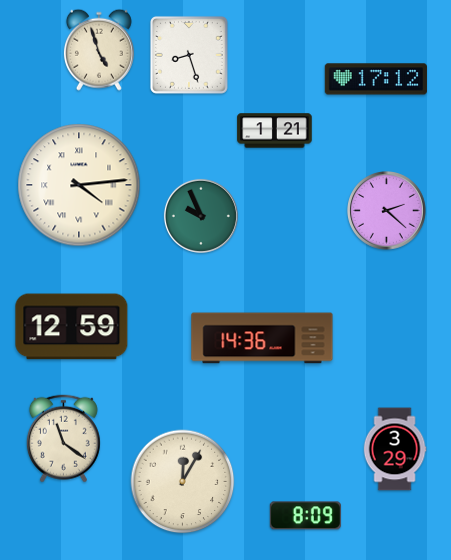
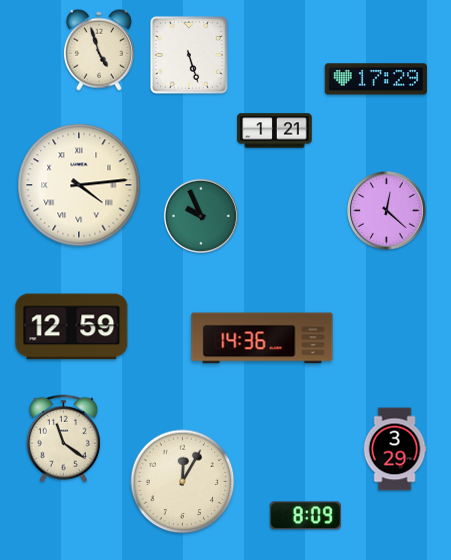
clock at (189, 55): 8:27 -> 5:27
clock at (375, 79): 17:12 -> 17:29
clock at (387, 211): 2:22 -> 12:22
